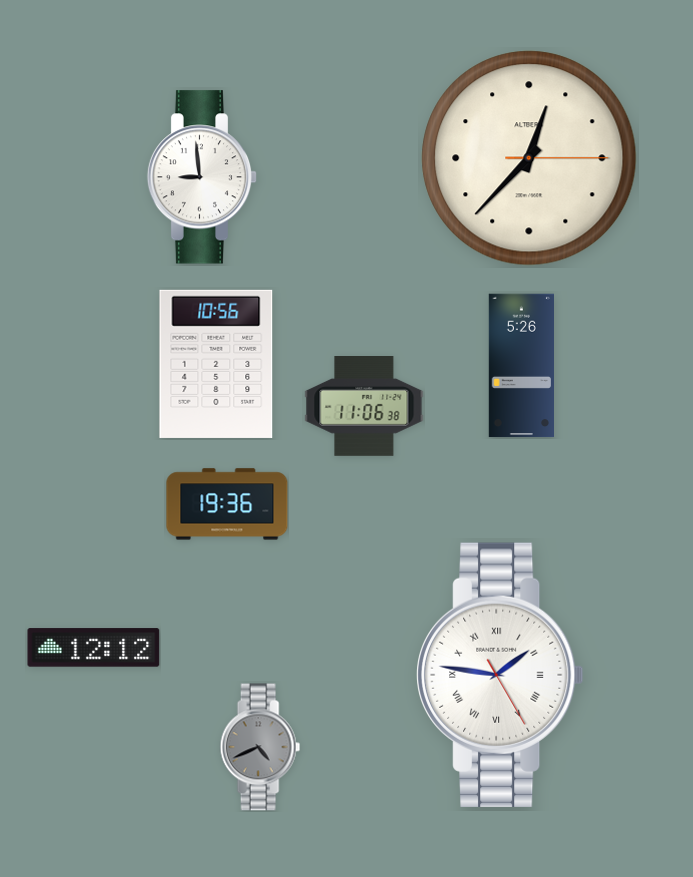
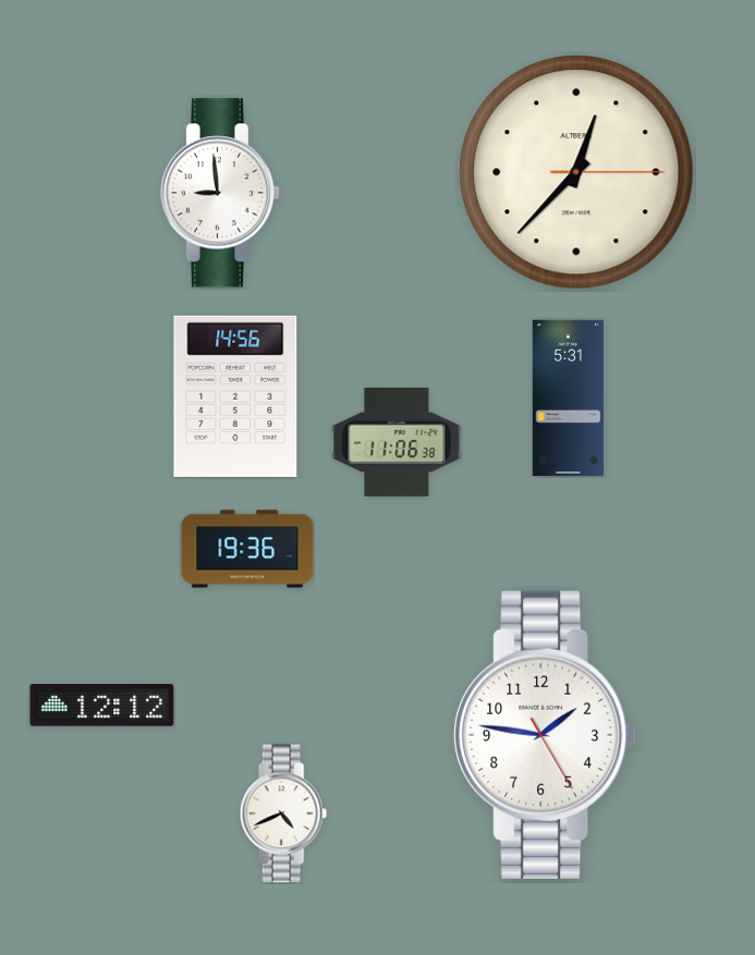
clock at (216, 364): 10:56 -> 14:56
clock at (522, 366): 5:26 -> 5:31
clock at (500, 675) numerals: Roman -> Arabic
clock at (260, 747) dial: grey -> white
